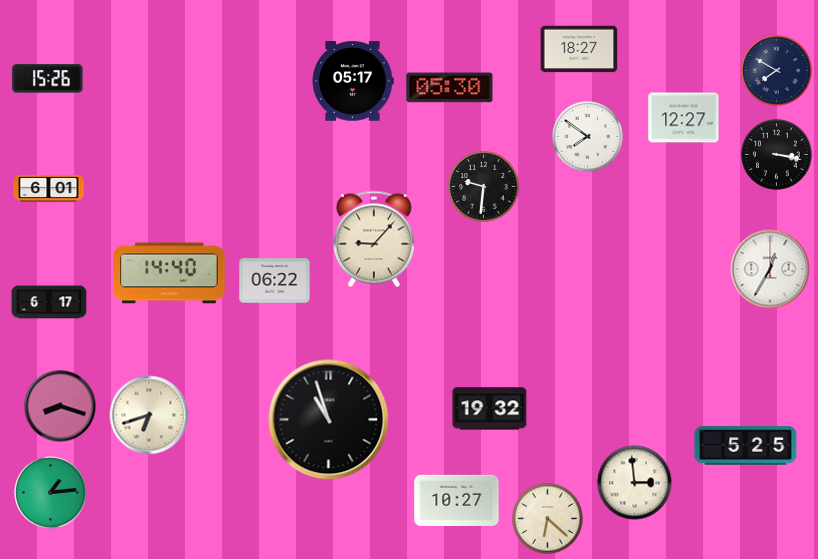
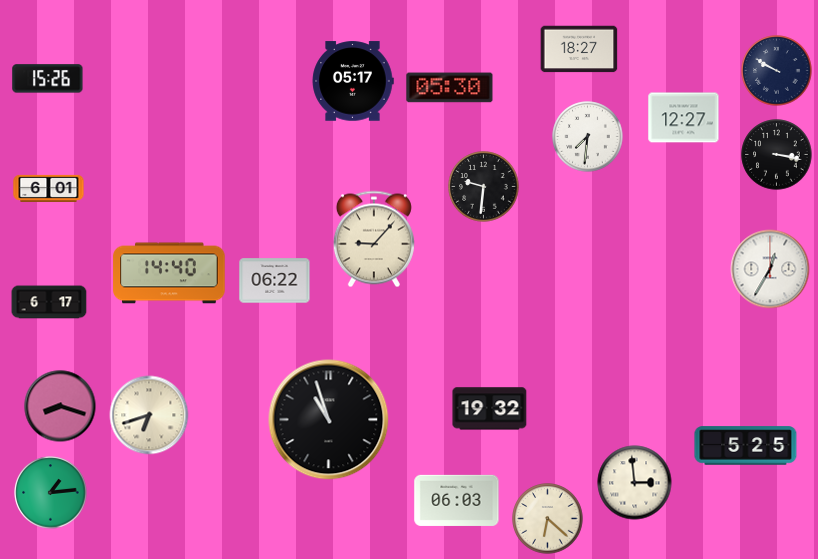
clock at (777, 71): 7:50 -> 9:50
clock at (588, 137): 7:51 -> 7:31
clock at (457, 500): 10:27 -> 06:03
